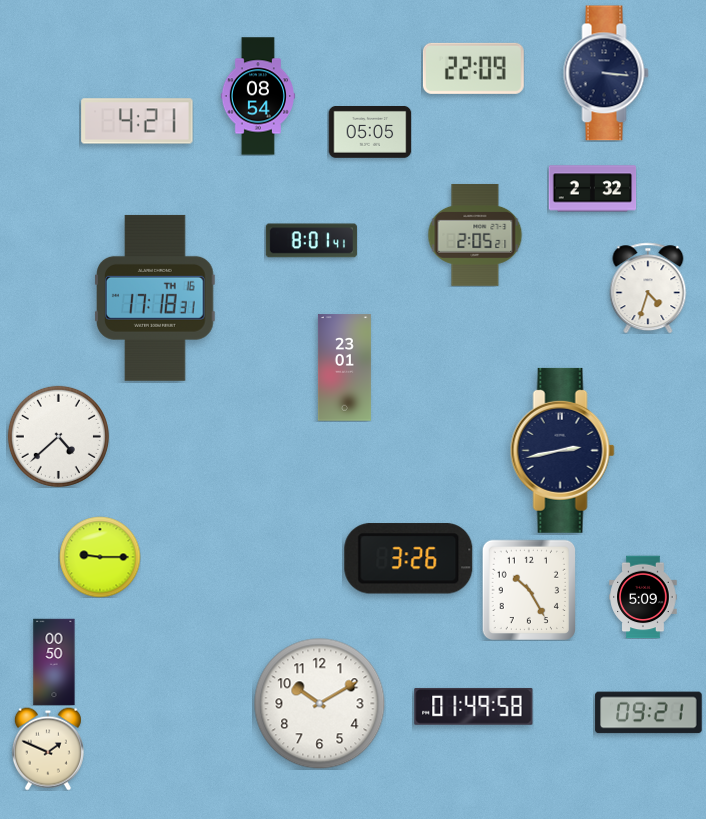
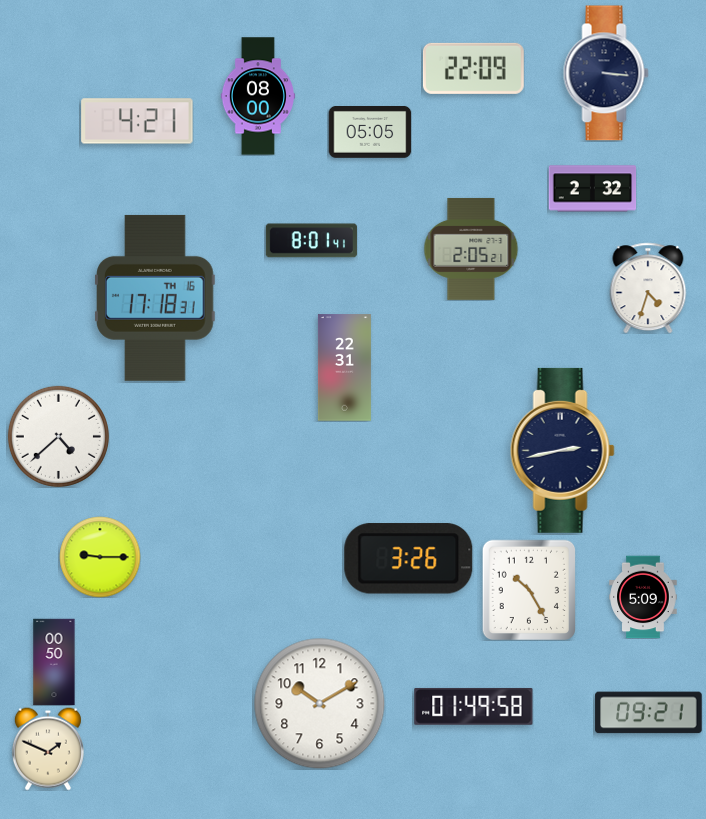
clock at (258, 96): 08:54 -> 08:00
clock at (475, 235) position: (475, 235) -> (471, 249)
clock at (344, 368): 23:01 -> 22:31
